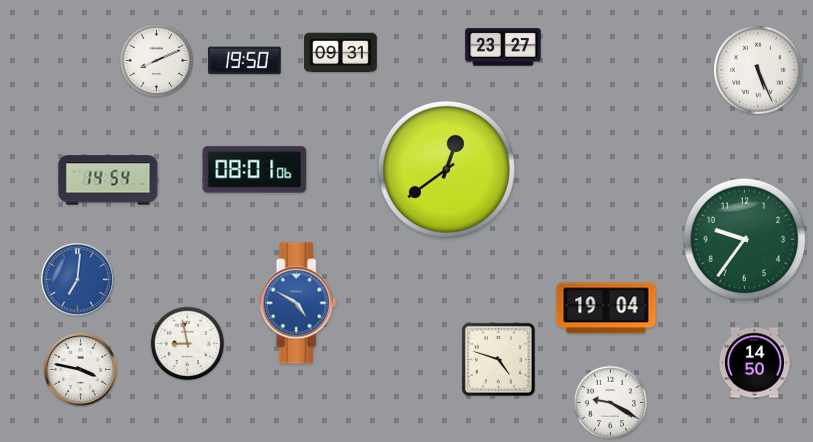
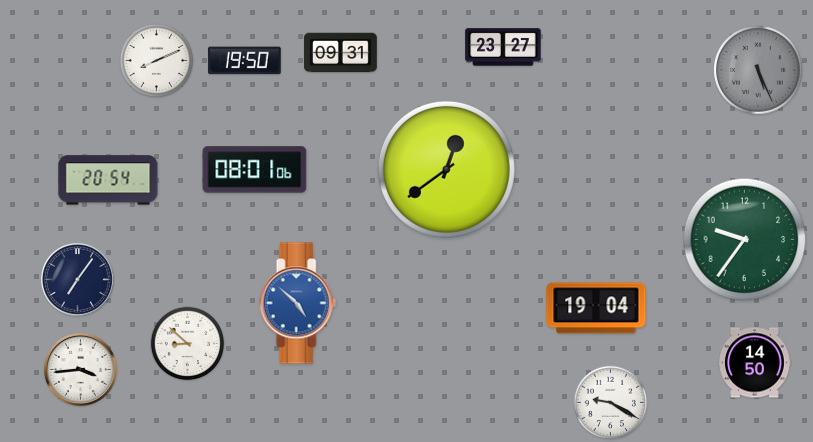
clock at (758, 70) dial: white -> grey
clock at (108, 180): 14:54 -> 20:54
clock at (77, 279): 7:01 -> 7:06
clock at (77, 279) dial: blue -> navy
clock at (298, 303): 4:50 -> 4:52
clock at (606, 308) position: (606, 308) -> (596, 308)
clock at (188, 344): 8:58 -> 8:52
clock at (498, 359): 4:48 -> none
clock at (80, 369): 3:47 -> 3:44
